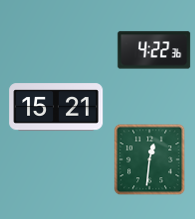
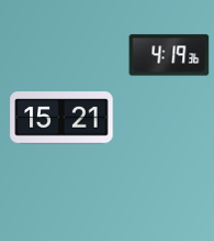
clock at (154, 50): 4:22 -> 4:19
clock at (150, 160): 12:31 -> none
